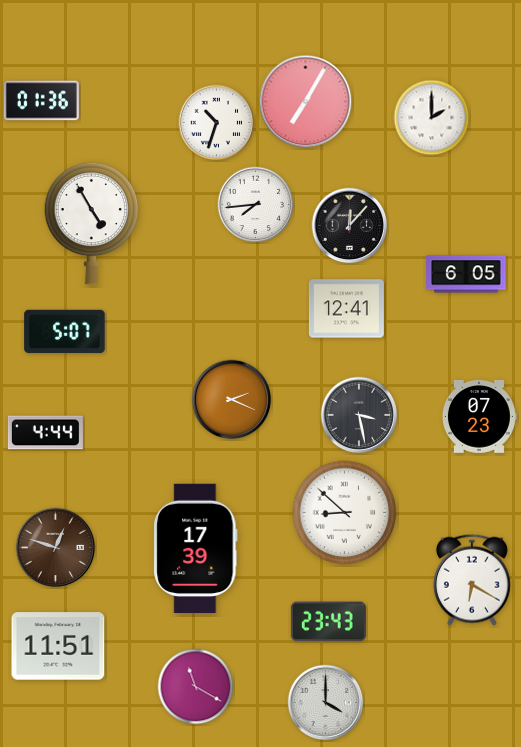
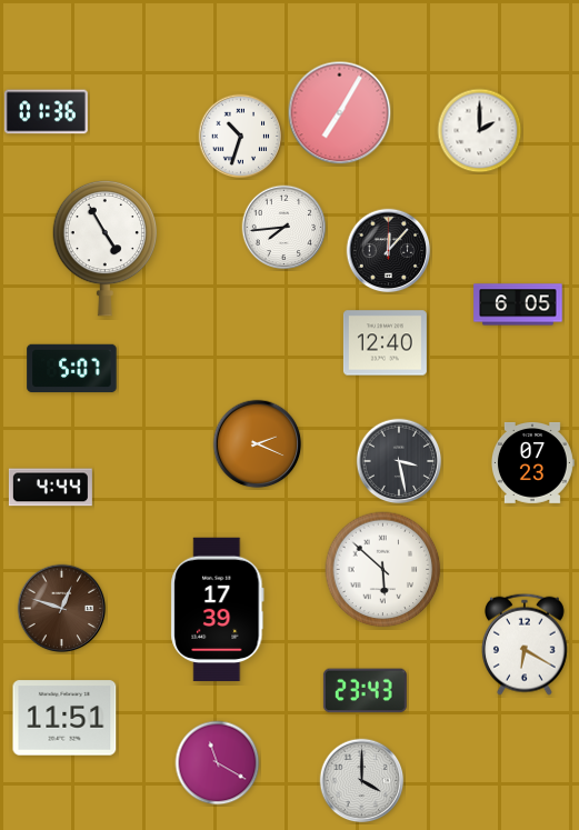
clock at (92, 223) position: (92, 223) -> (106, 248)
clock at (346, 309): 12:41 -> 12:40
clock at (45, 433) position: (45, 433) -> (50, 488)
clock at (345, 513): 8:52 -> 5:52
